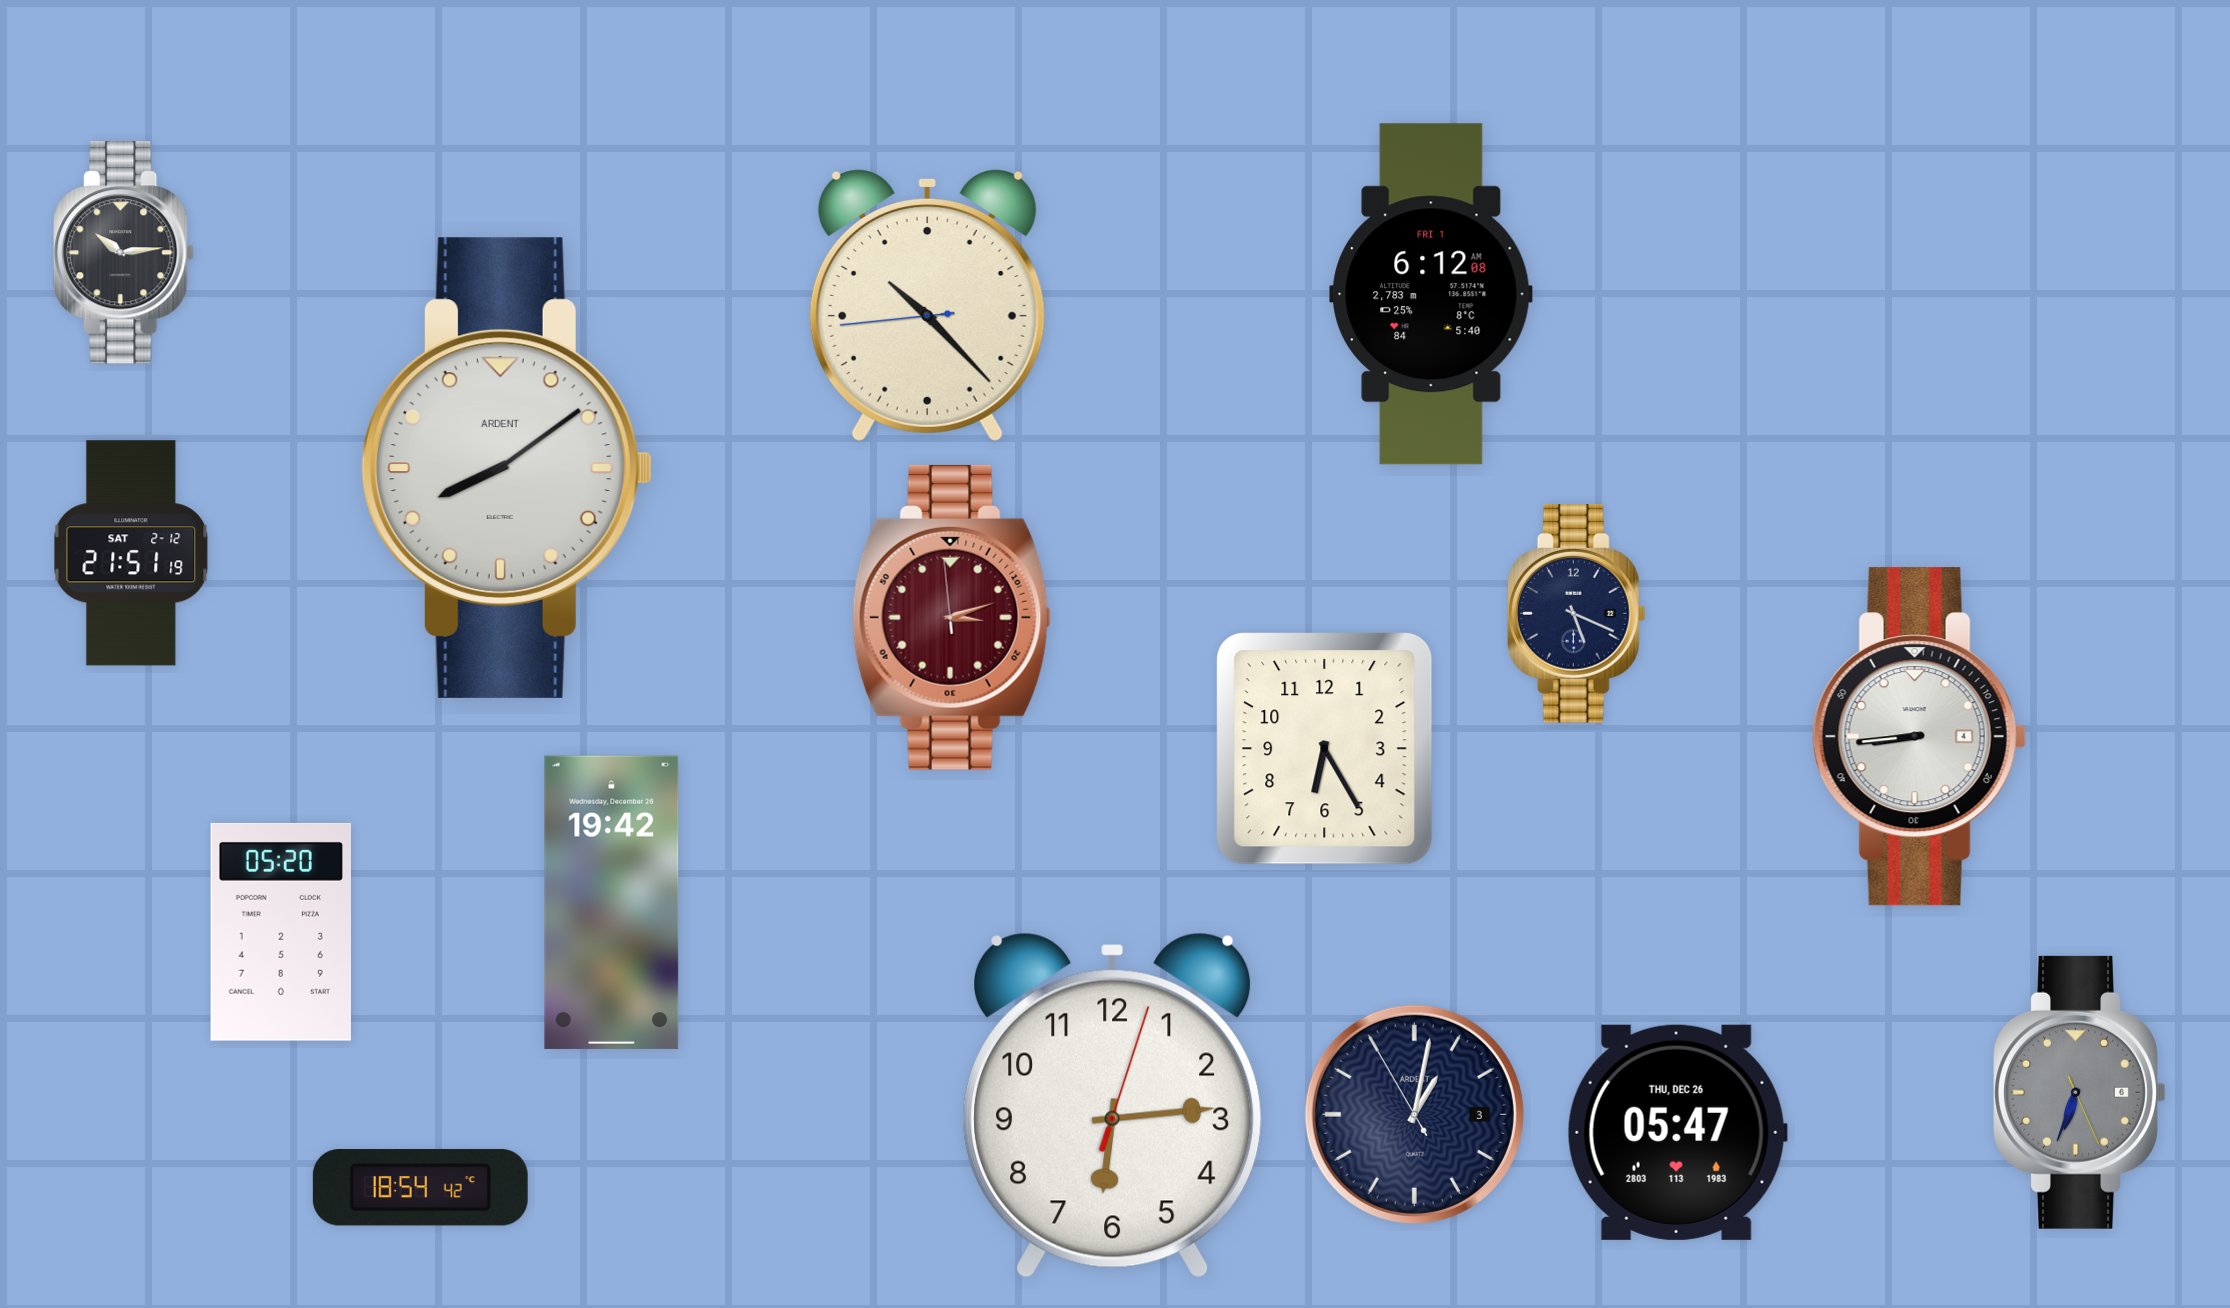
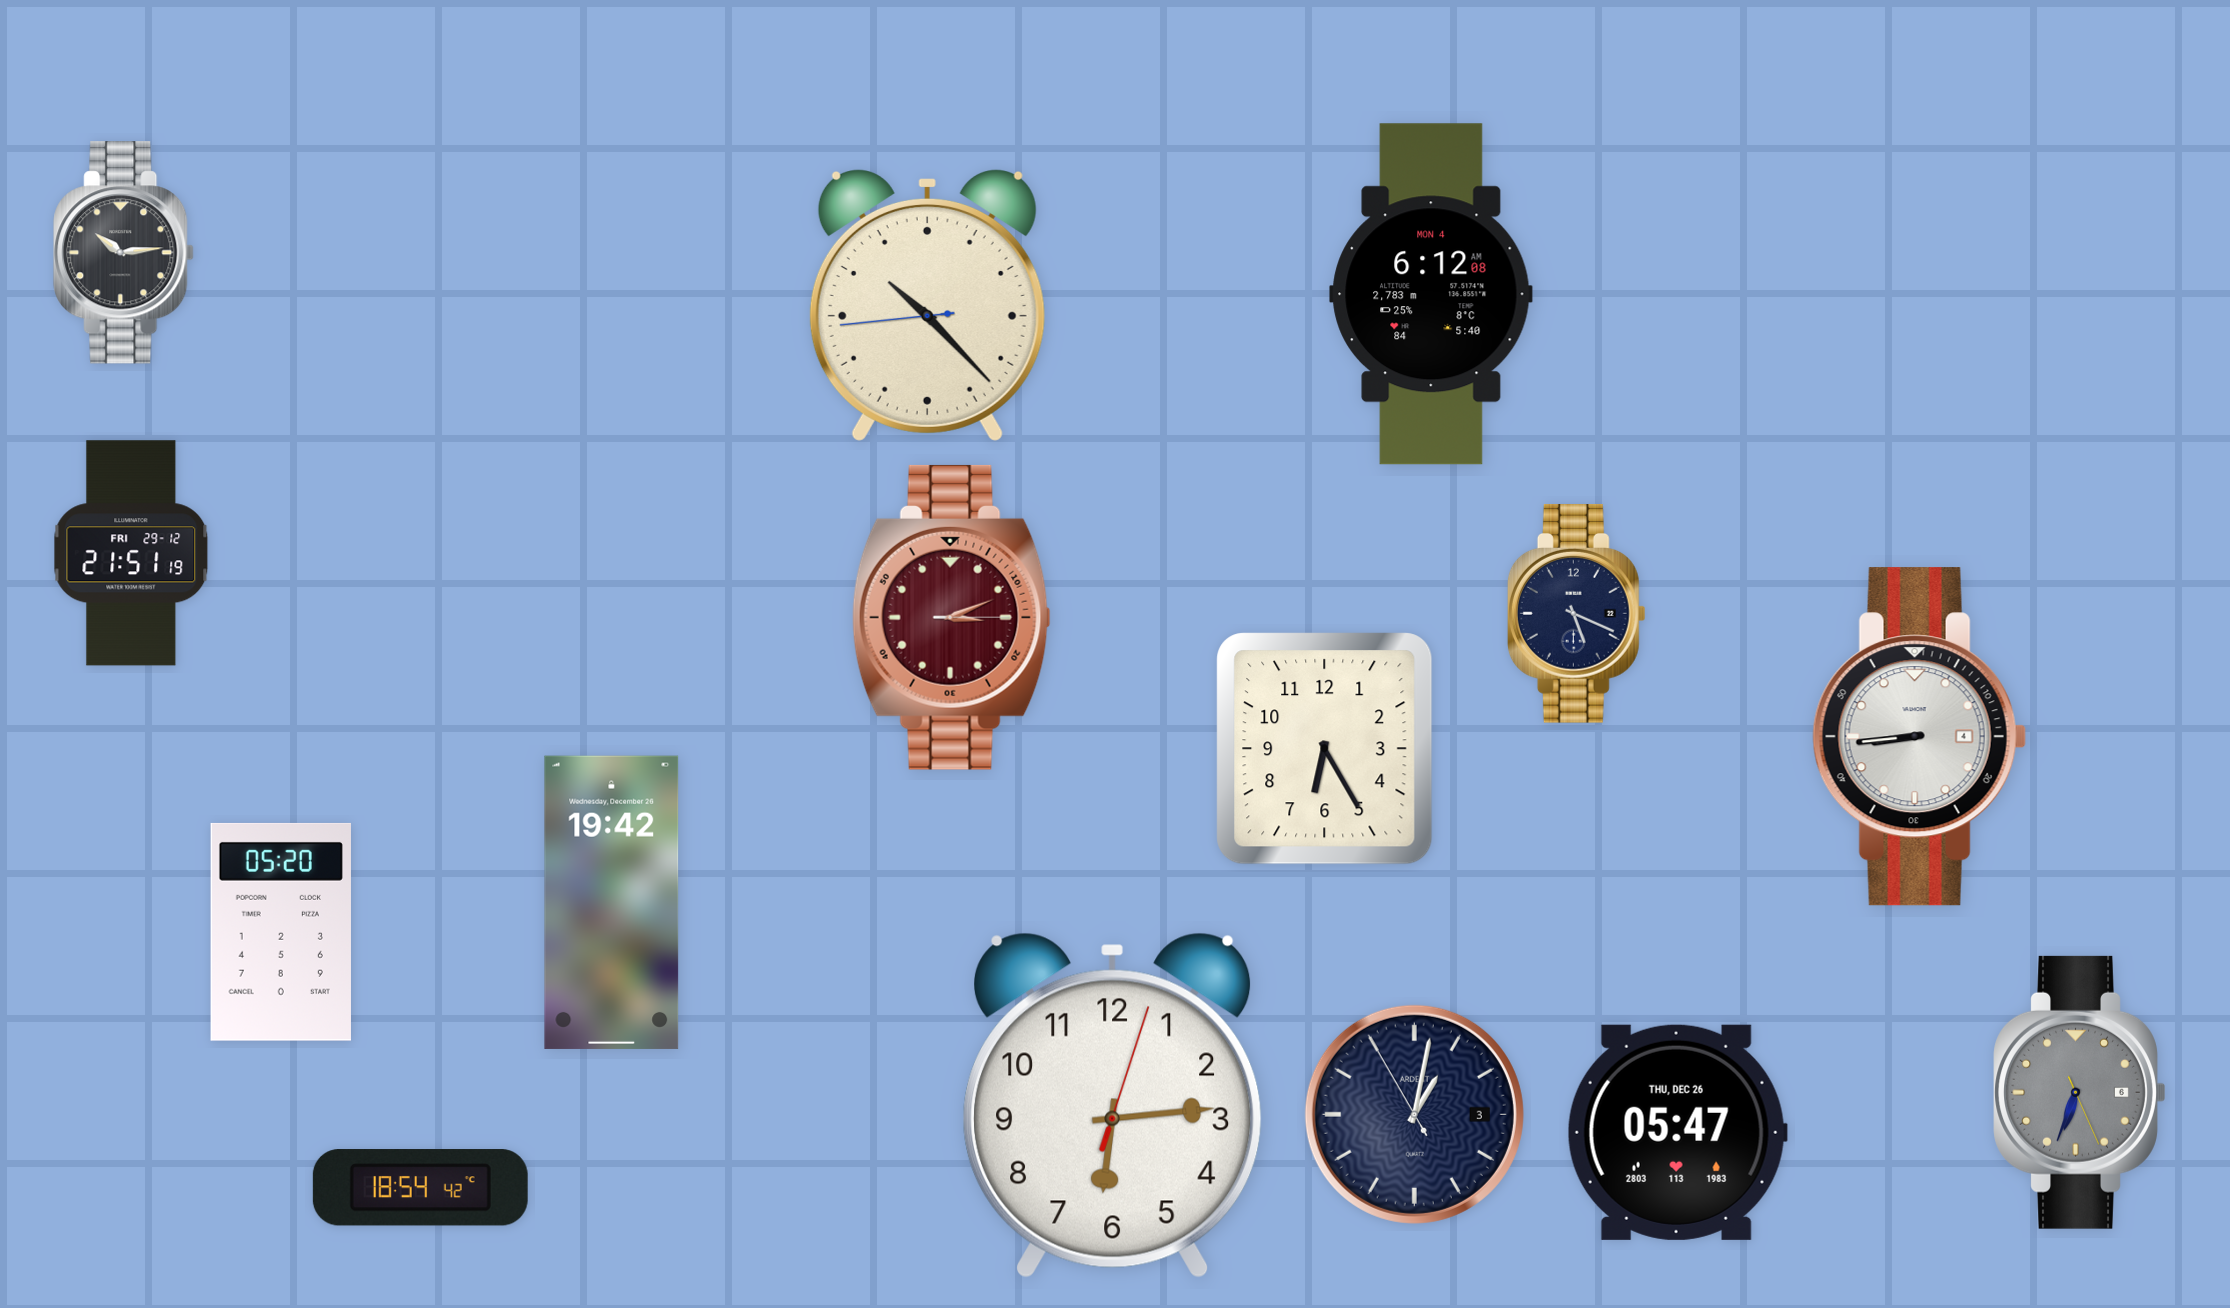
clock at (1431, 294) date: FRI 1 -> MON 4
clock at (506, 468): 8:09 -> none
clock at (131, 553) date: SAT 2-12 -> FRI 29-12
clock at (951, 617): 3:11:59 -> 3:11:15
